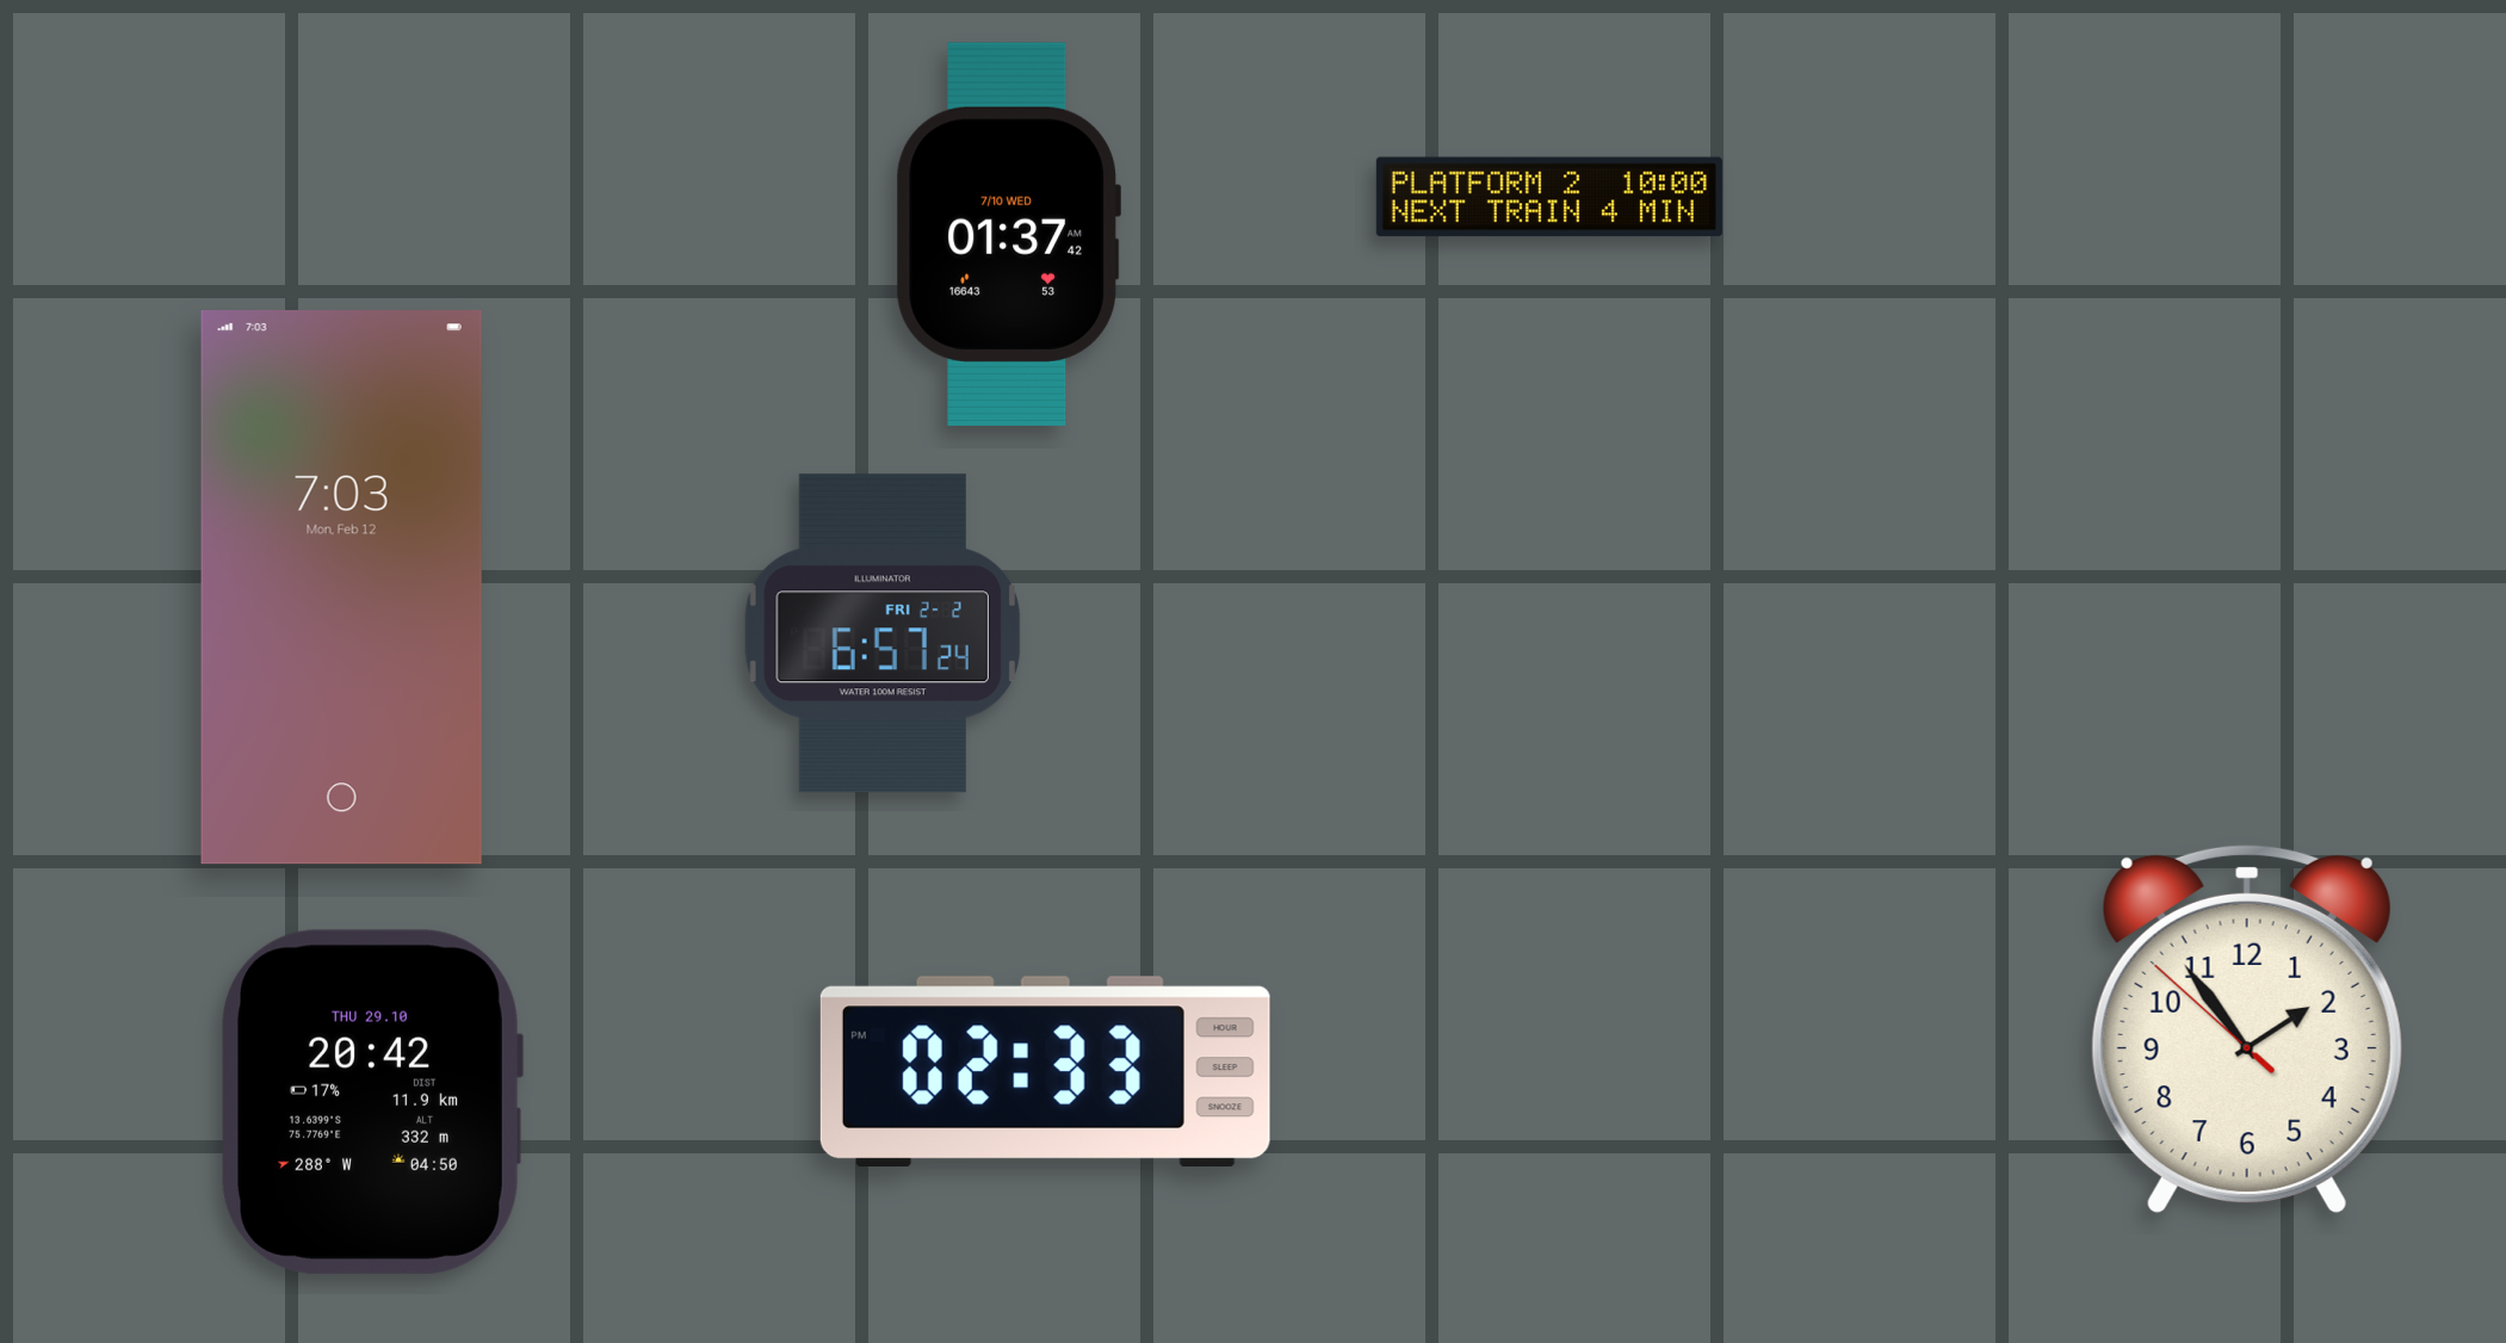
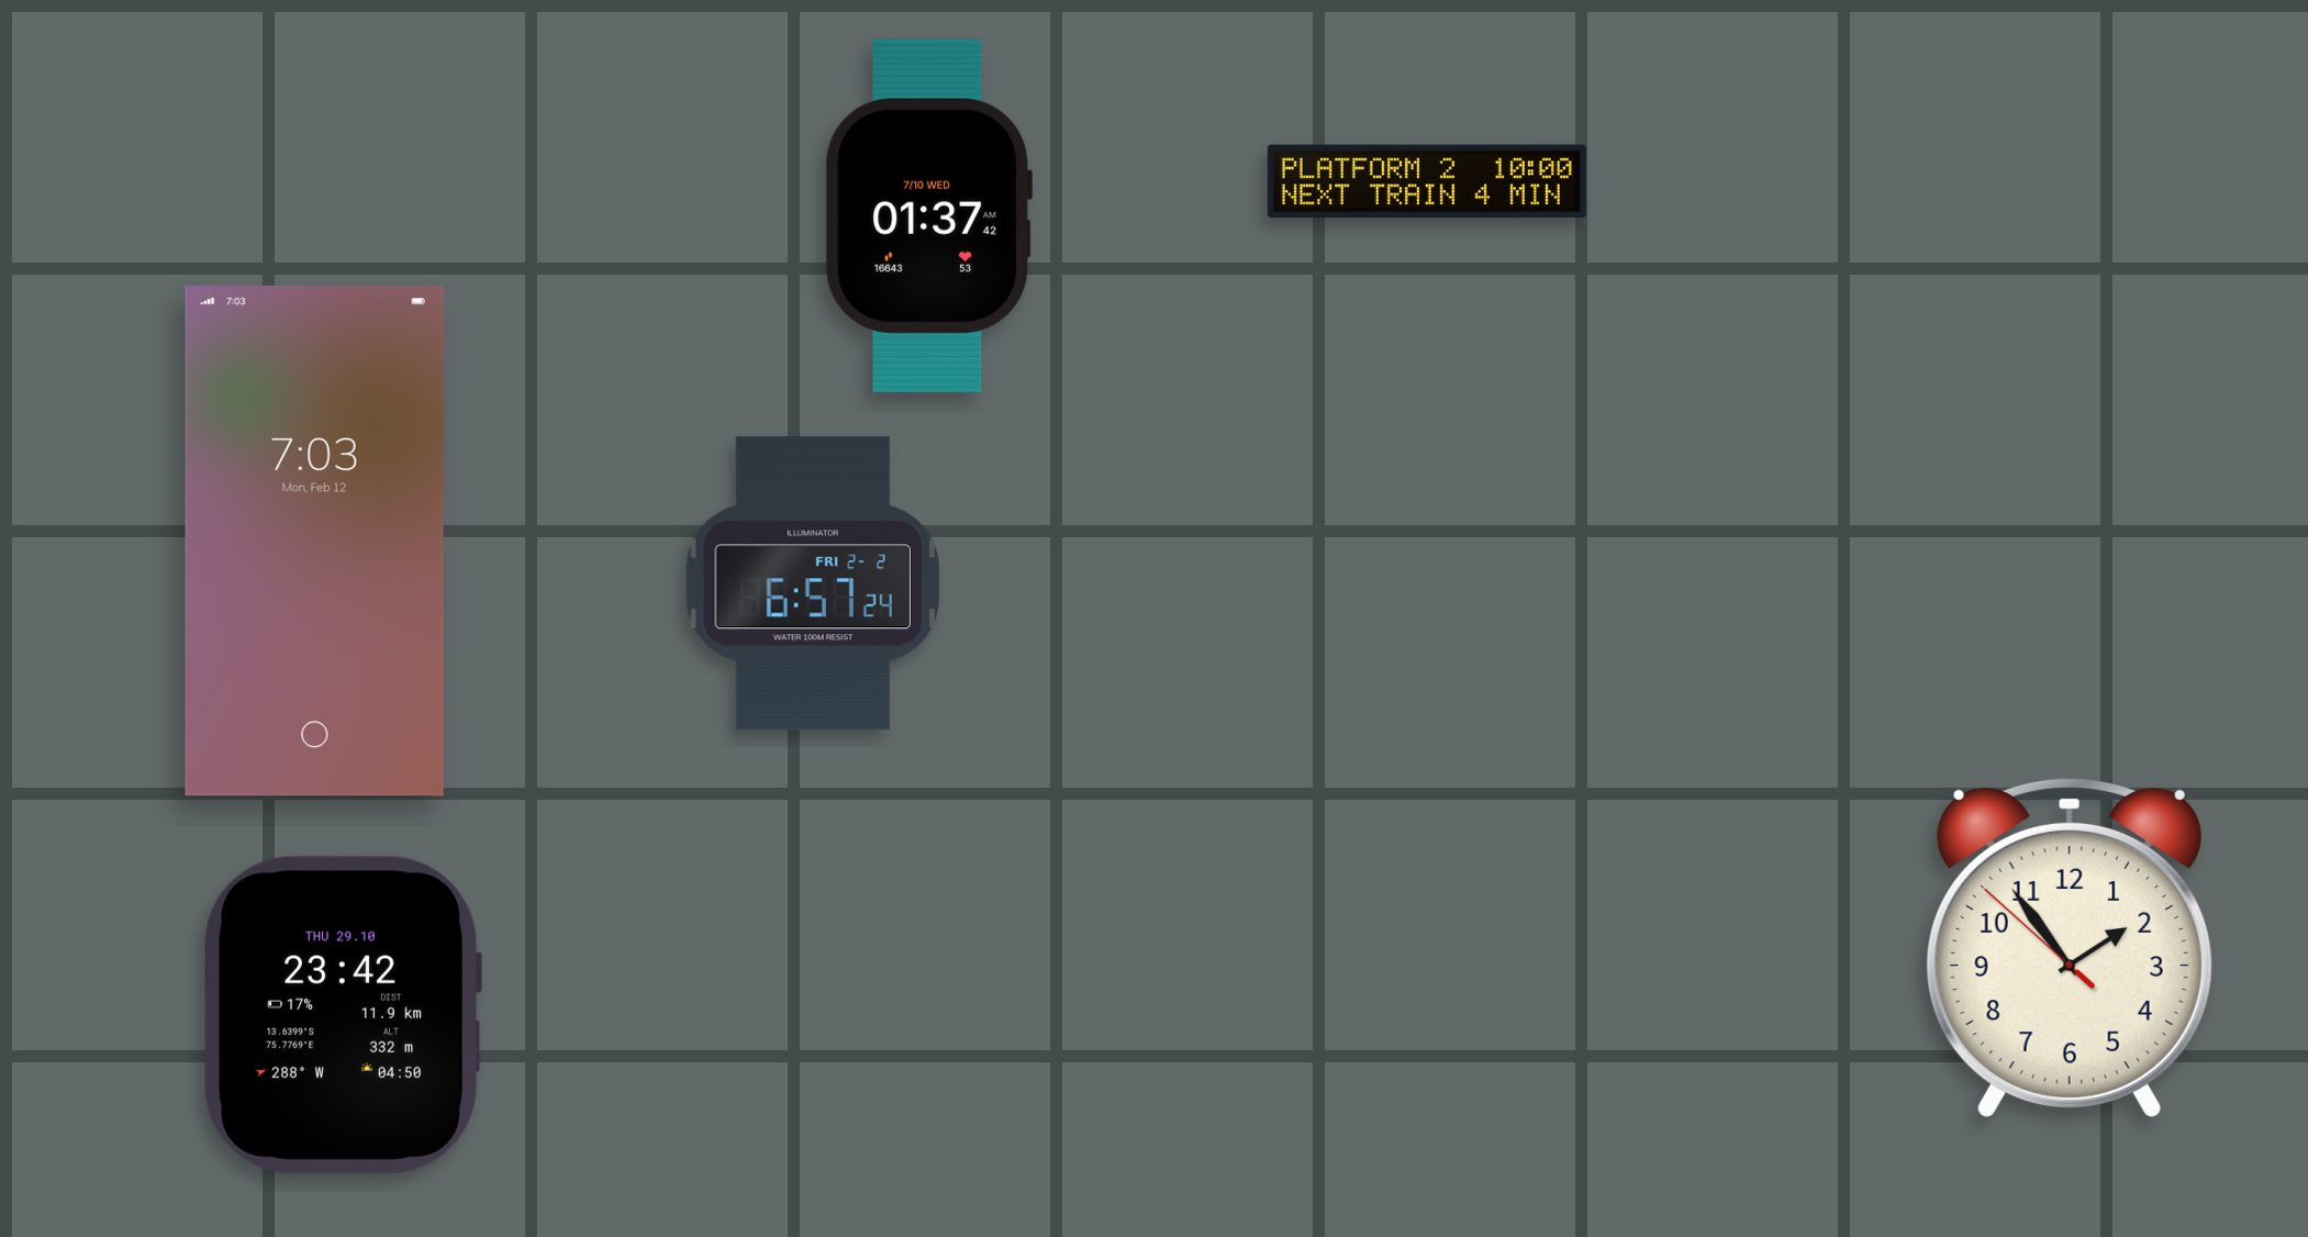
clock at (1045, 1071): 02:33 -> none
clock at (372, 1102): 20:42 -> 23:42
